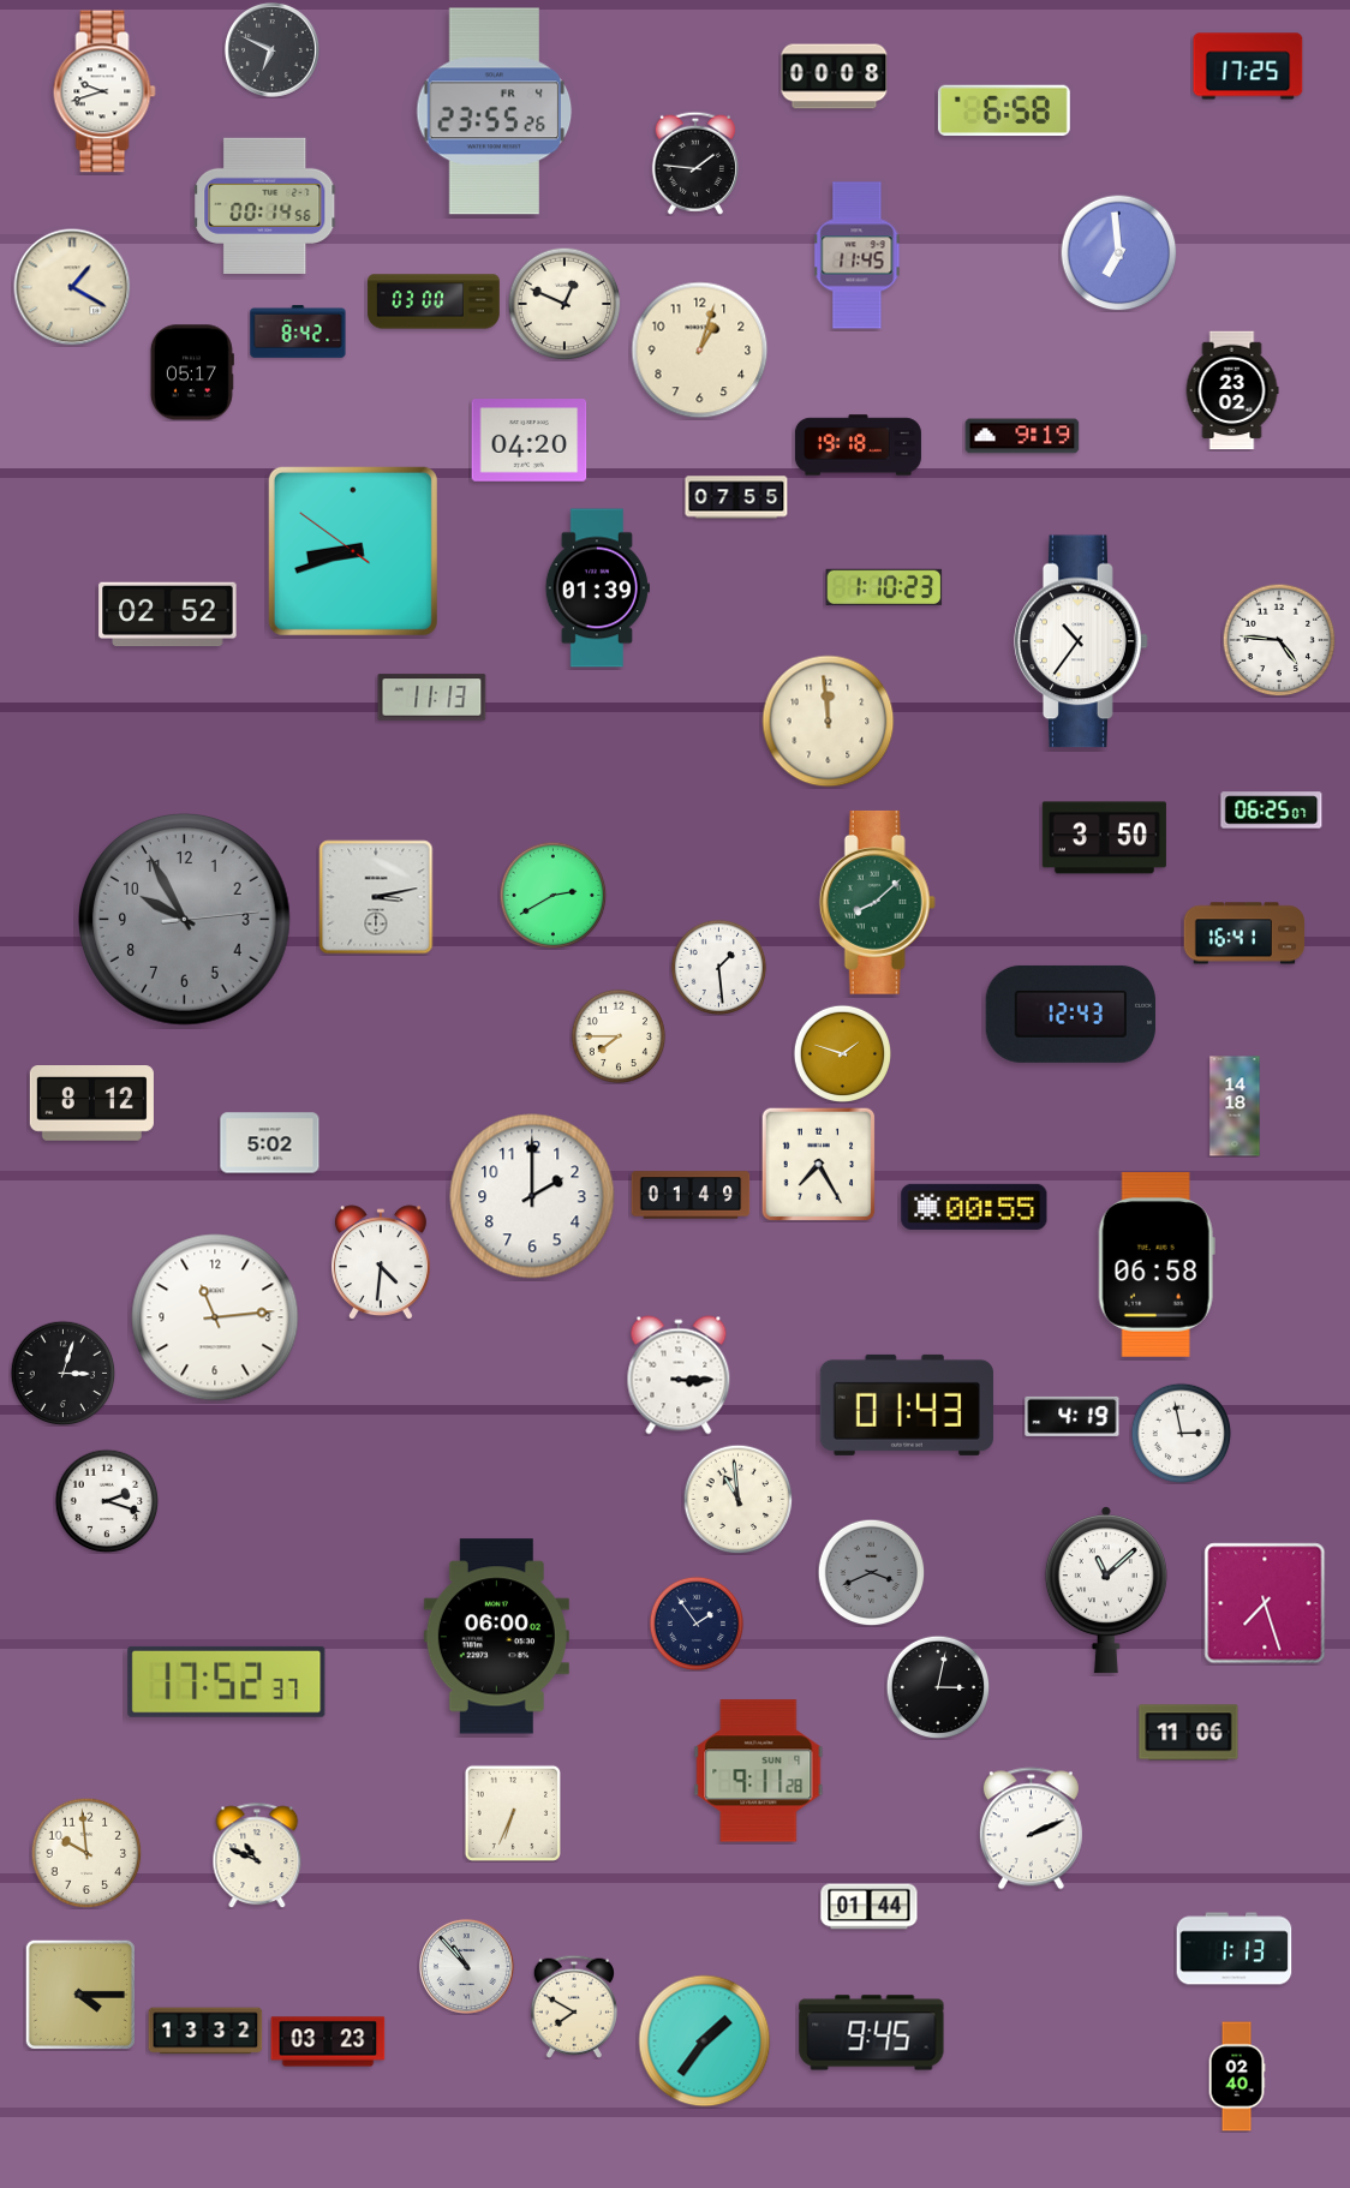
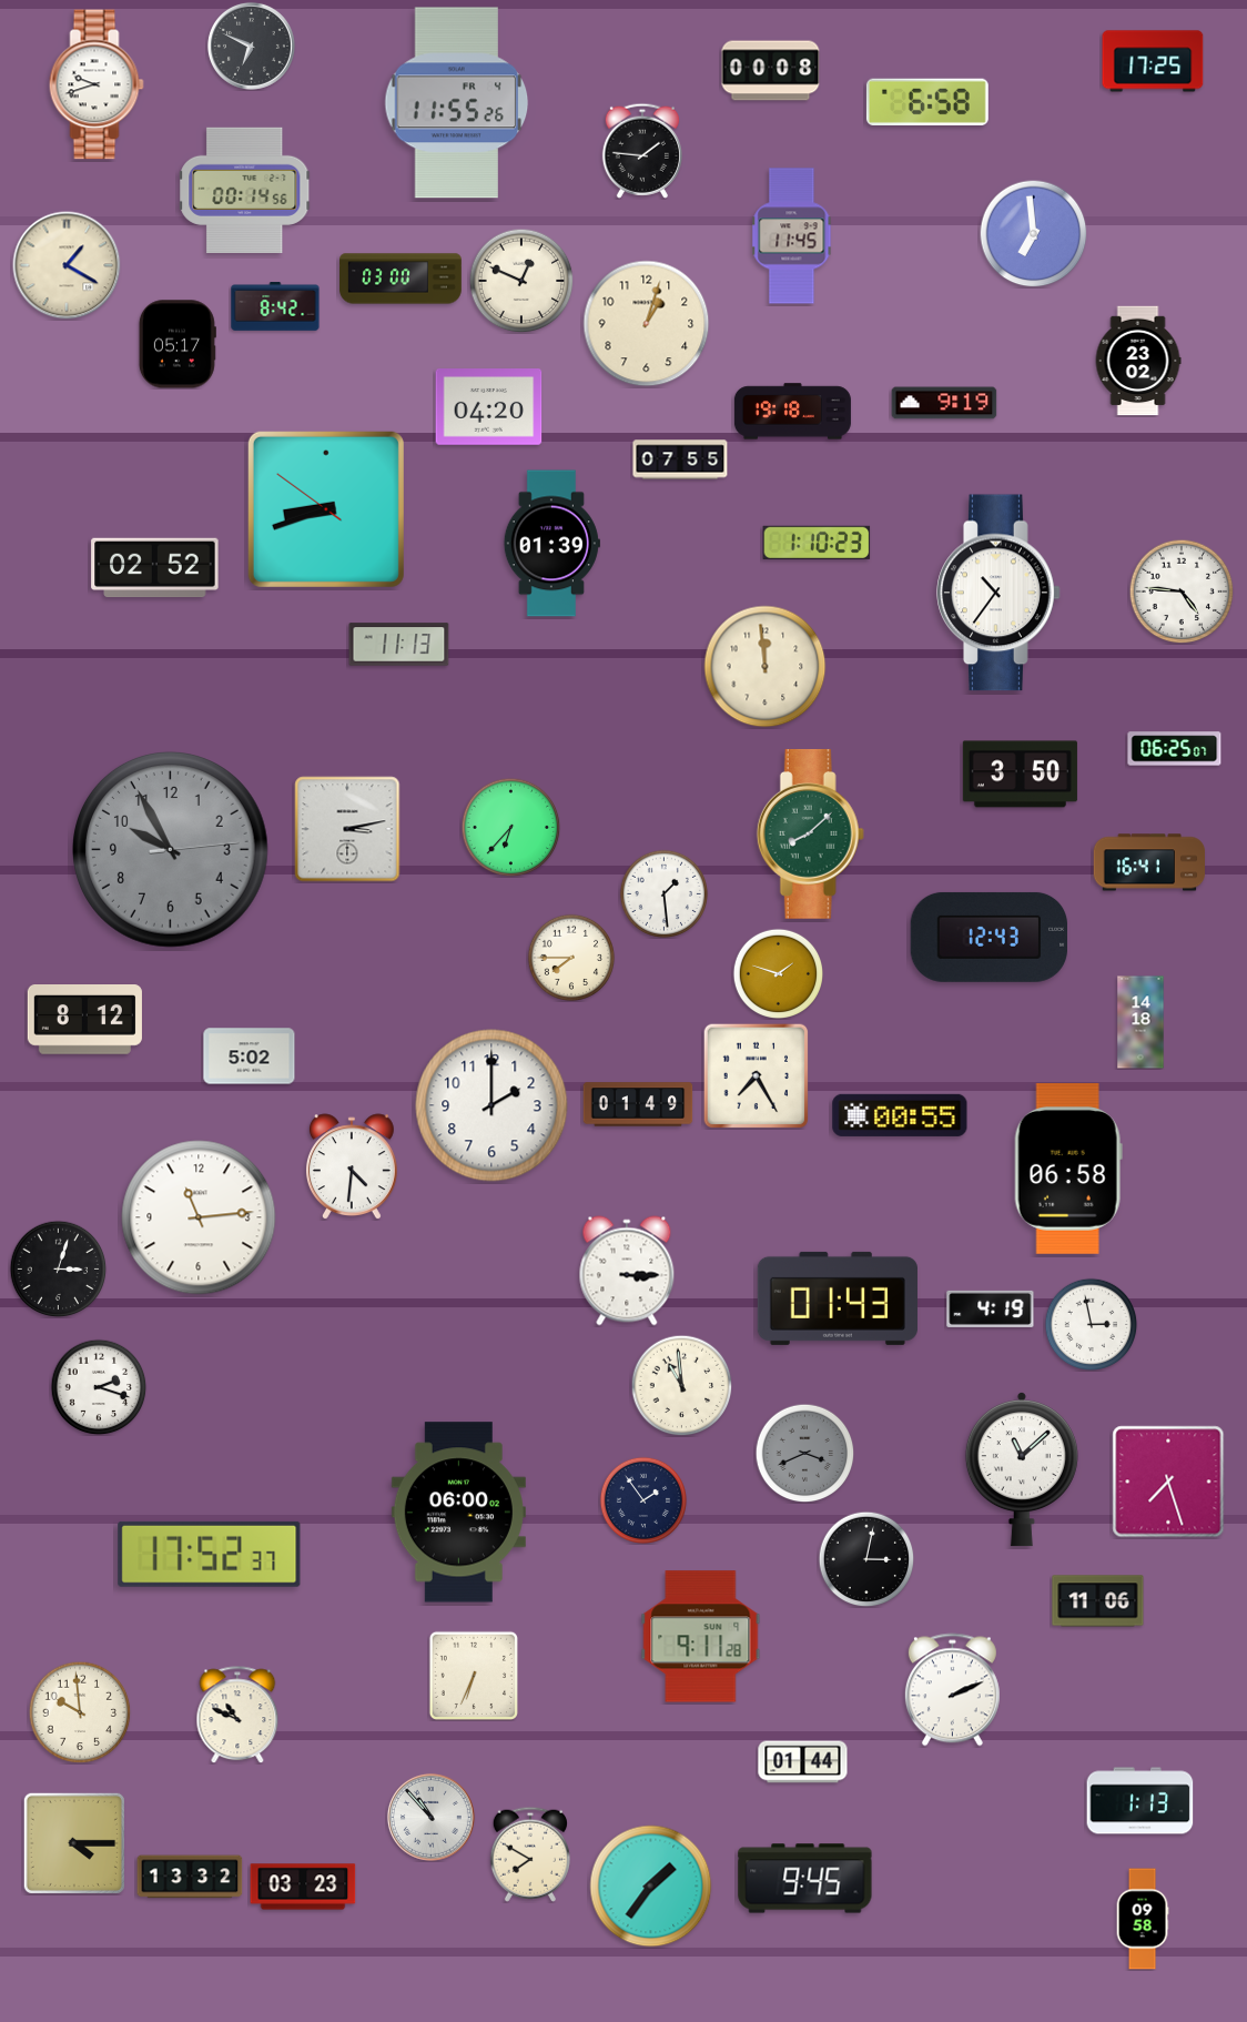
clock at (495, 112): 23:55 -> 11:55
clock at (552, 895): 2:40 -> 6:37
clock at (1237, 2076): 02:40 -> 09:58
